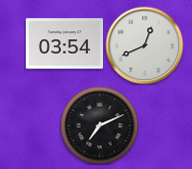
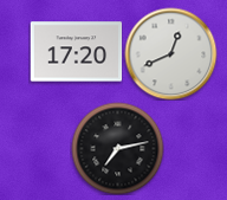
clock at (64, 44): 03:54 -> 17:20
clock at (99, 125): 7:11 -> 7:13
